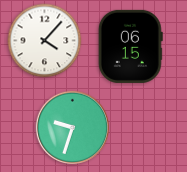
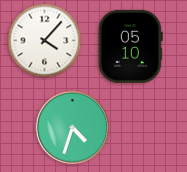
clock at (130, 46): 06:15 -> 05:10
clock at (72, 128): 9:33 -> 4:33
